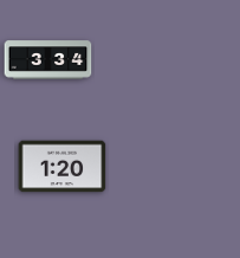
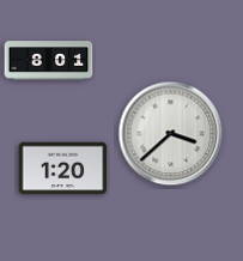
clock at (48, 60): 3:34 -> 8:01
clock at (171, 134): none -> 3:38
